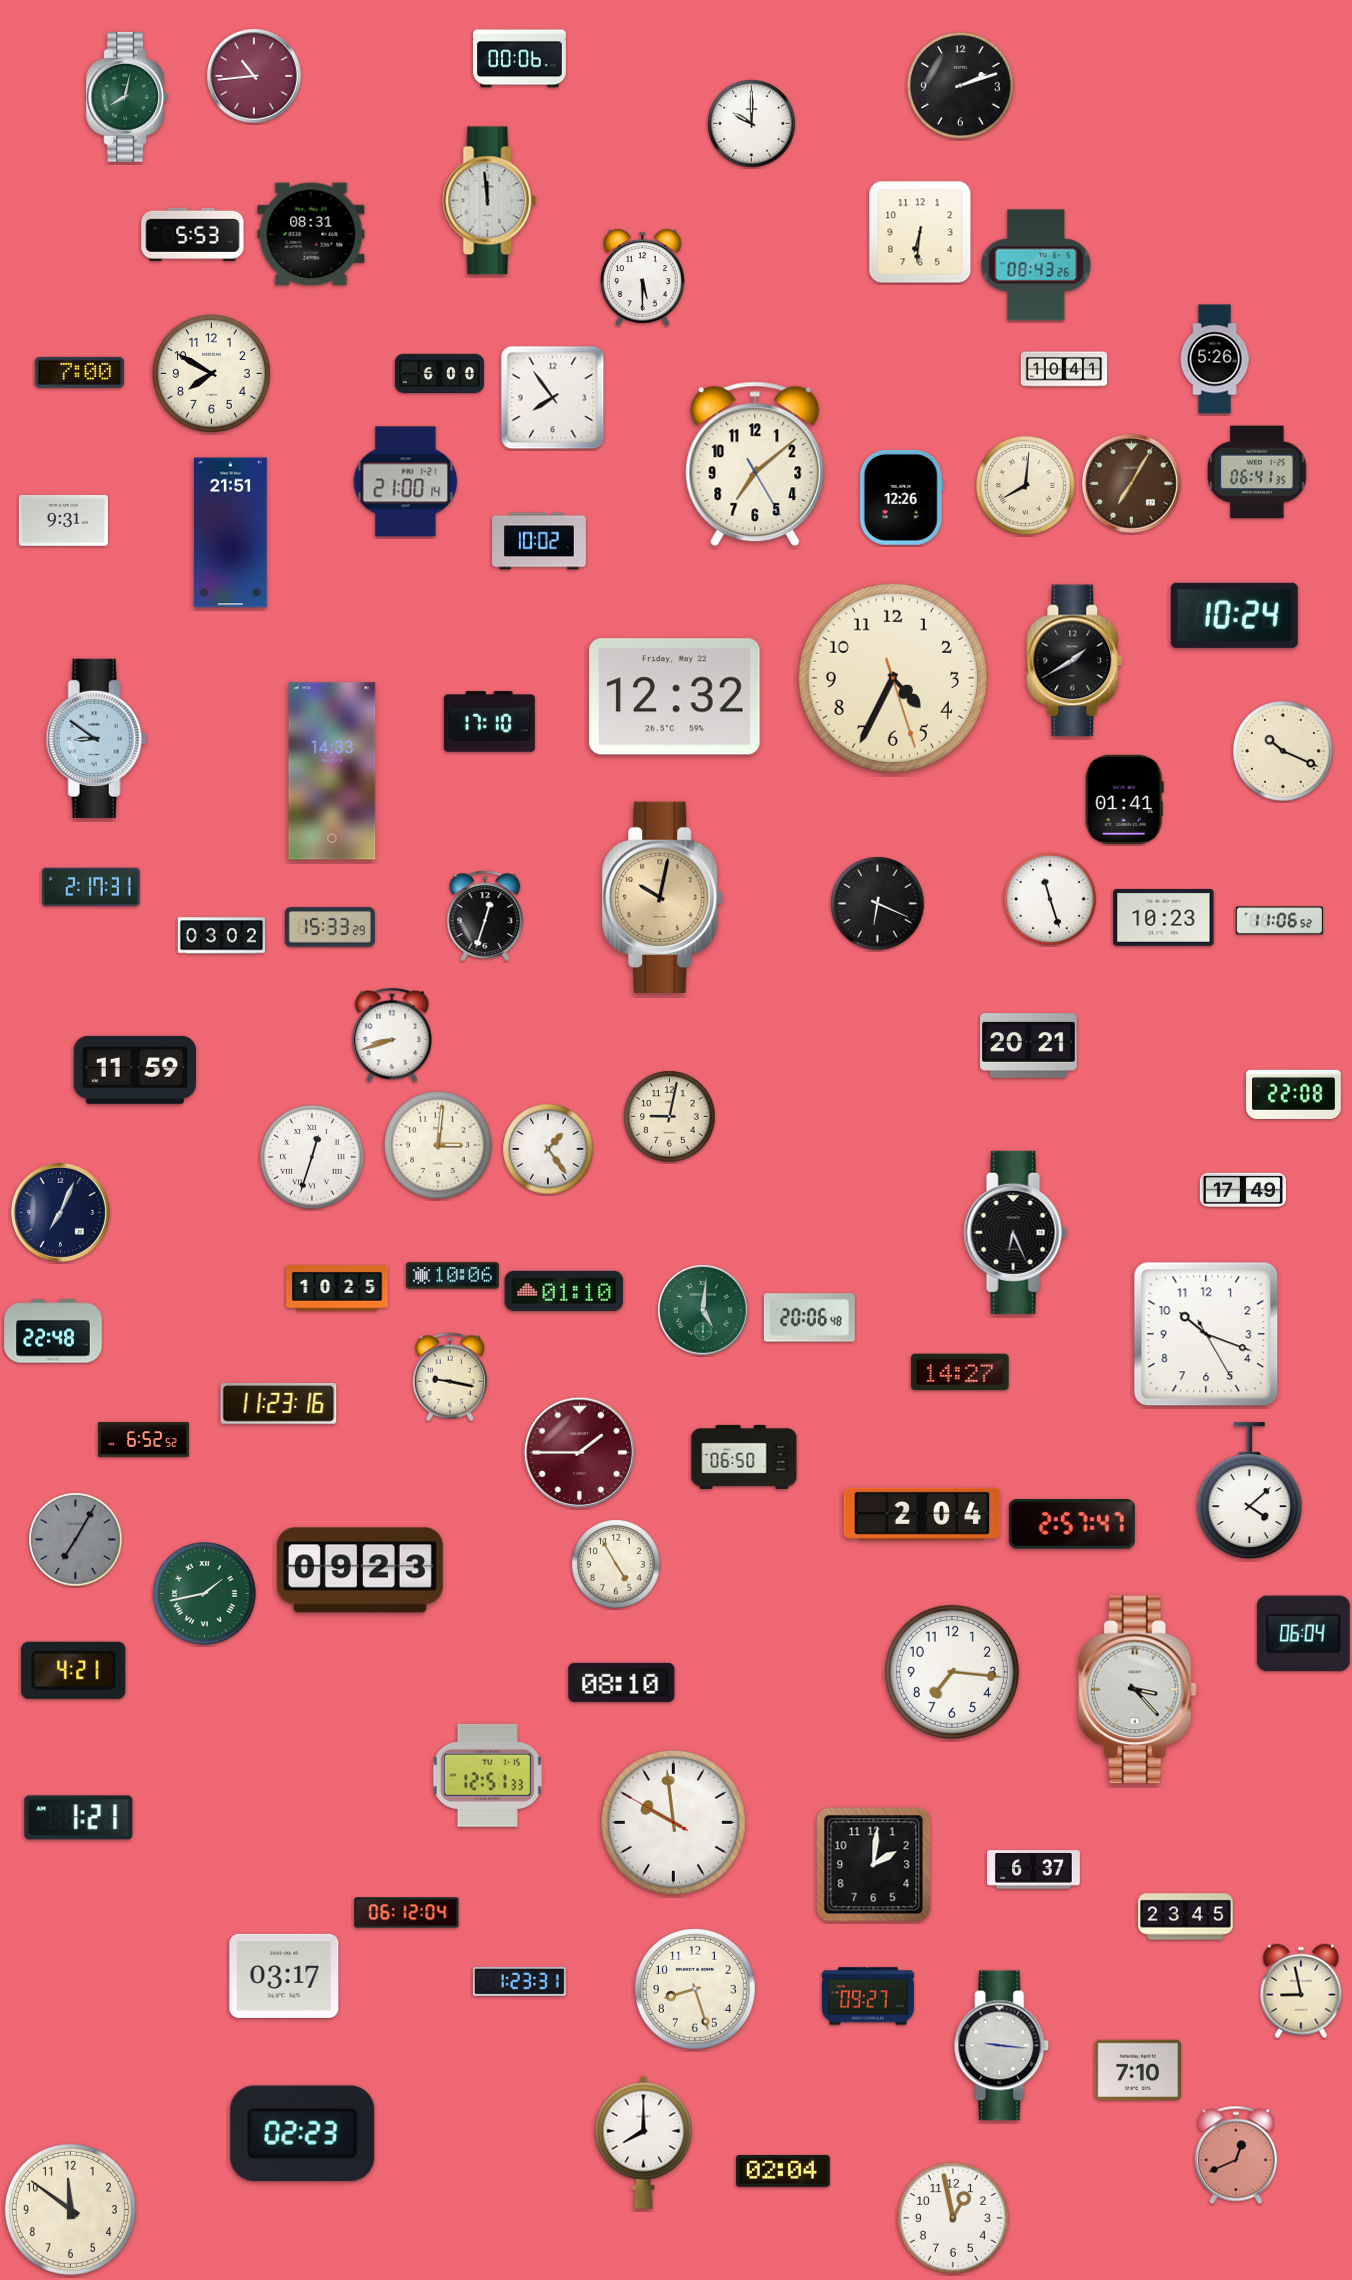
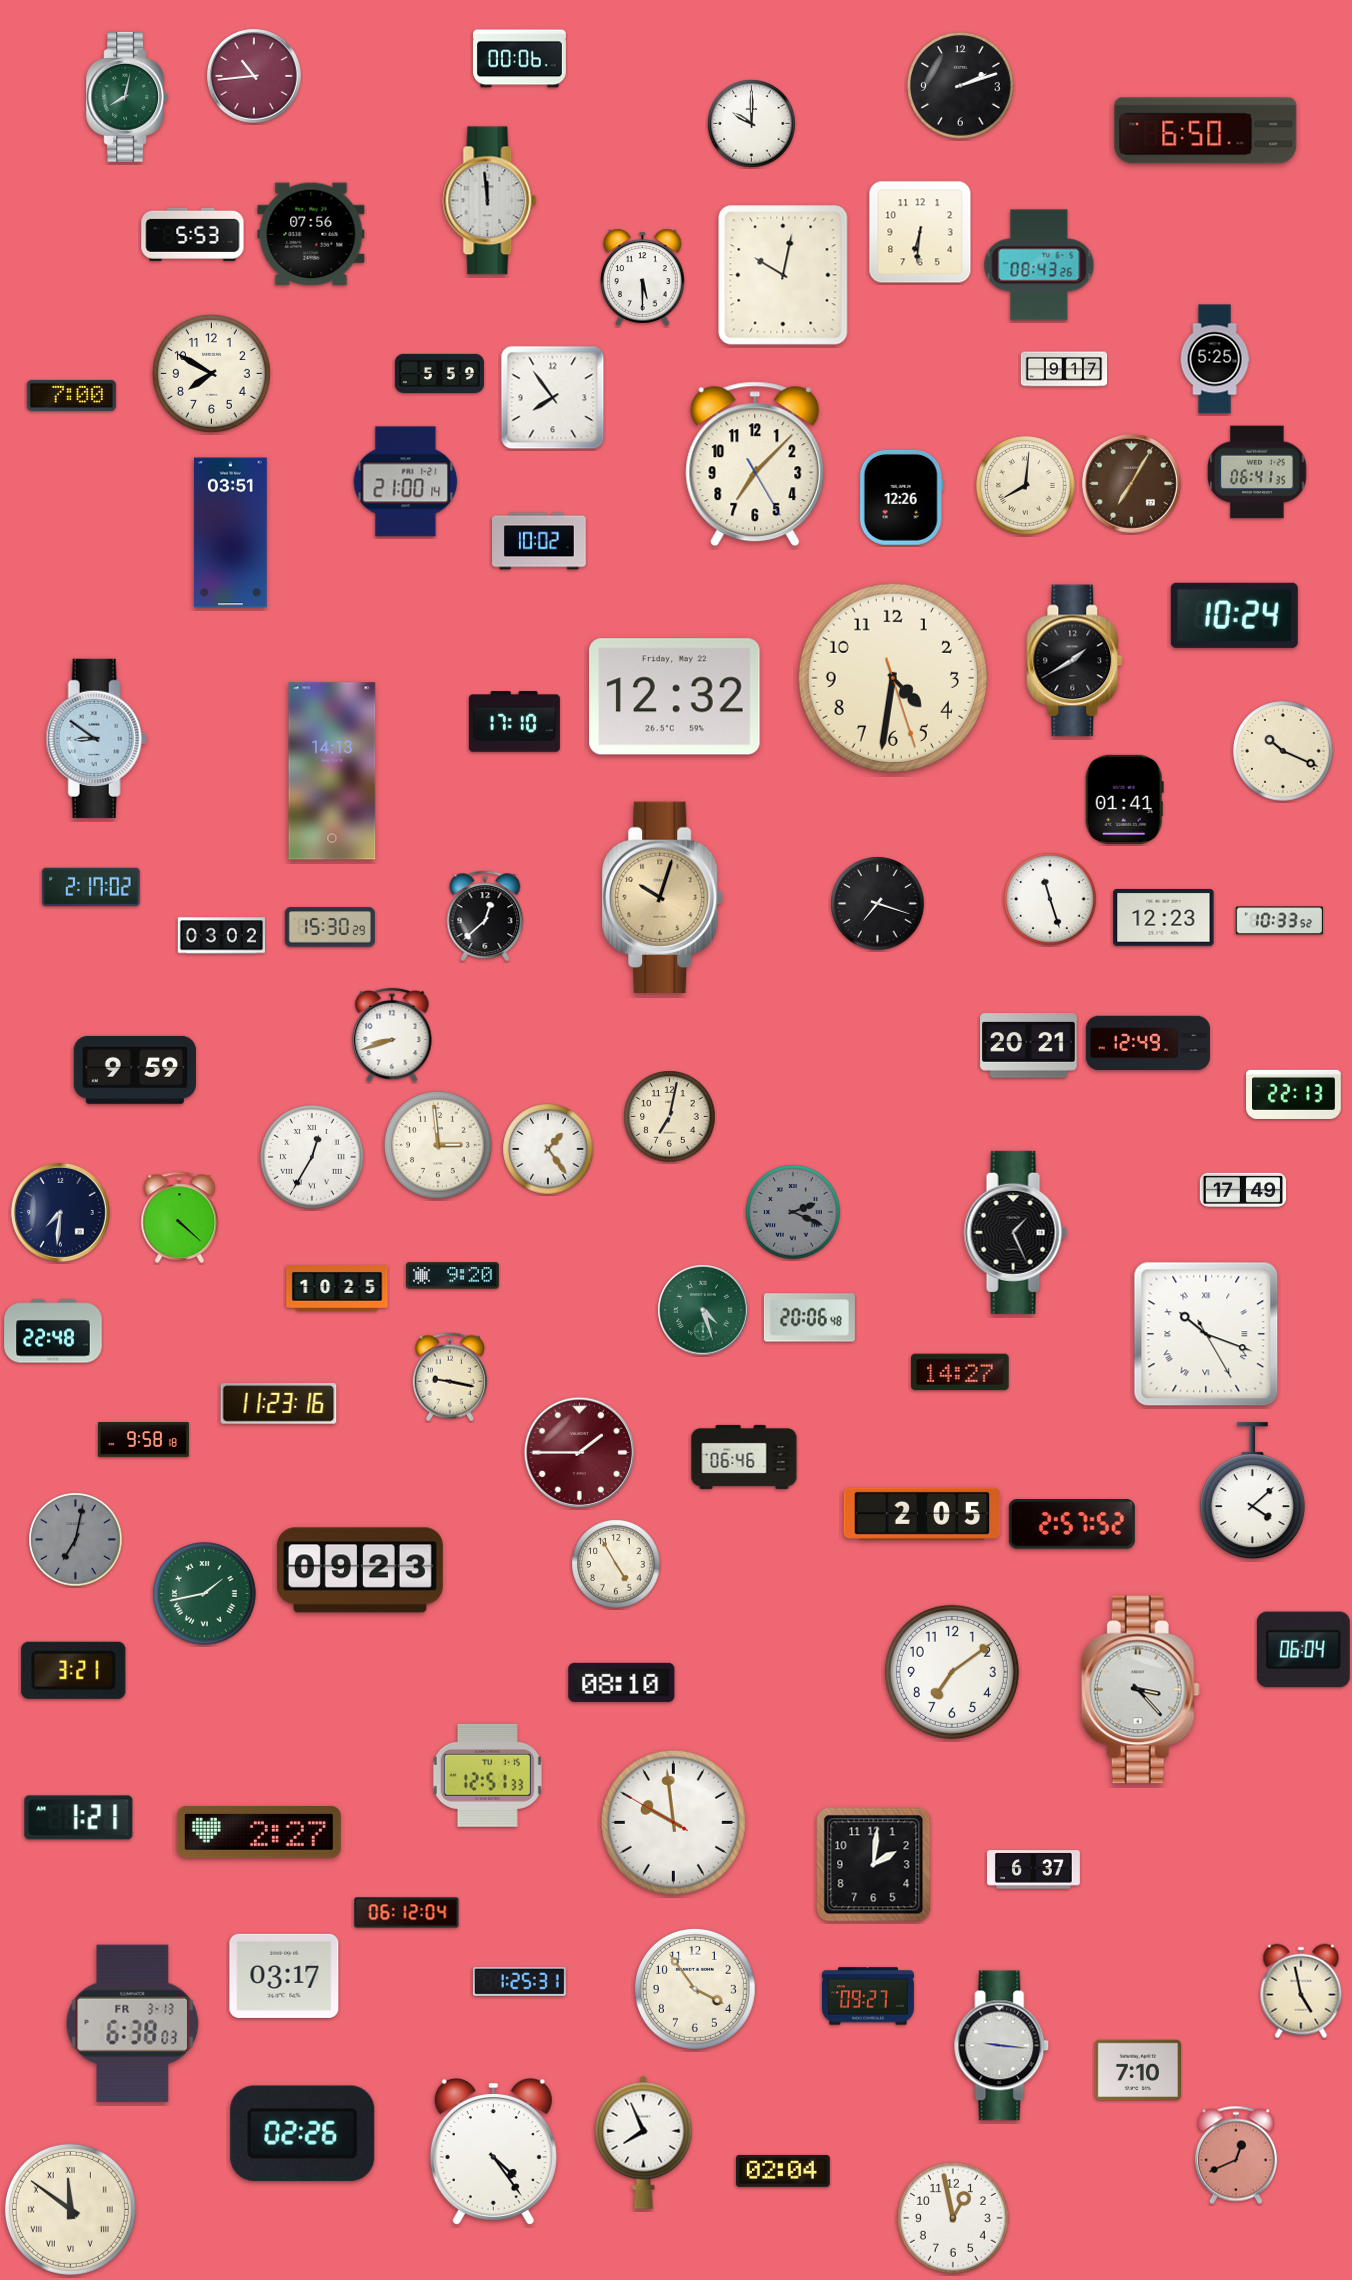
clock at (1206, 131): none -> 6:50
clock at (311, 234): 08:31 -> 07:56
clock at (1036, 265) position: (1036, 265) -> (1039, 265)
clock at (783, 275): none -> 10:02
clock at (1215, 359): 5:26 -> 5:25
clock at (1064, 369): 10:41 -> 9:17
clock at (79, 372) position: (79, 372) -> (71, 395)
clock at (439, 373): 6:00 -> 5:59
clock at (755, 464): 7:08 -> 7:07
clock at (63, 520): 9:31 -> none
clock at (231, 533): 21:51 -> 03:51
clock at (893, 678): 4:34 -> 4:31
clock at (489, 722) position: (489, 722) -> (514, 722)
clock at (332, 771): 14:33 -> 14:13
clock at (91, 887): 2:17:31 -> 2:17:02
clock at (663, 898): 10:02 -> 10:03
clock at (878, 904): 6:19 -> 7:18
clock at (485, 915): 12:33 -> 12:38
clock at (1164, 918): 10:23 -> 12:23
clock at (1279, 921): 11:06 -> 10:33
clock at (330, 927): 15:33 -> 15:30
clock at (1148, 1043): none -> 12:49
clock at (135, 1070): 11:59 -> 9:59
clock at (1294, 1094): 22:08 -> 22:13
clock at (670, 1117): 9:02 -> 7:02
clock at (439, 1146): 3:01 -> 2:59
clock at (312, 1157): 12:33 -> 12:35
clock at (60, 1212): 7:04 -> 7:31
clock at (793, 1212): none -> 2:19
clock at (180, 1218): none -> 4:22
clock at (1015, 1232): 6:26 -> 1:26
clock at (452, 1276): 10:06 -> 9:20
clock at (564, 1291): 01:10 -> none
clock at (703, 1310): 5:01 -> 4:27
clock at (1206, 1334) numerals: Arabic -> Roman
clock at (143, 1440): 6:52 -> 9:58
clock at (744, 1457): 06:50 -> 06:46
clock at (1249, 1491) position: (1249, 1491) -> (1252, 1491)
clock at (922, 1514): 2:04 -> 2:05
clock at (1072, 1524): 2:57:47 -> 2:57:52
clock at (76, 1540): 7:05 -> 7:02
clock at (1303, 1634) position: (1303, 1634) -> (1303, 1650)
clock at (74, 1670): 4:21 -> 3:21
clock at (952, 1672): 7:16 -> 7:09
clock at (1137, 1690) position: (1137, 1690) -> (1140, 1690)
clock at (259, 1832): none -> 2:27
clock at (1186, 1917): 23:45 -> none
clock at (519, 1981): 1:23 -> 1:25
clock at (695, 1989): 8:27 -> 3:54
clock at (1301, 1991): 8:58 -> 4:58
clock at (133, 2023): none -> 6:38
clock at (303, 2133): 02:23 -> 02:26
clock at (644, 2142): 8:00 -> 7:56
clock at (493, 2153): none -> 4:24
clock at (70, 2209) numerals: Arabic -> Roman
